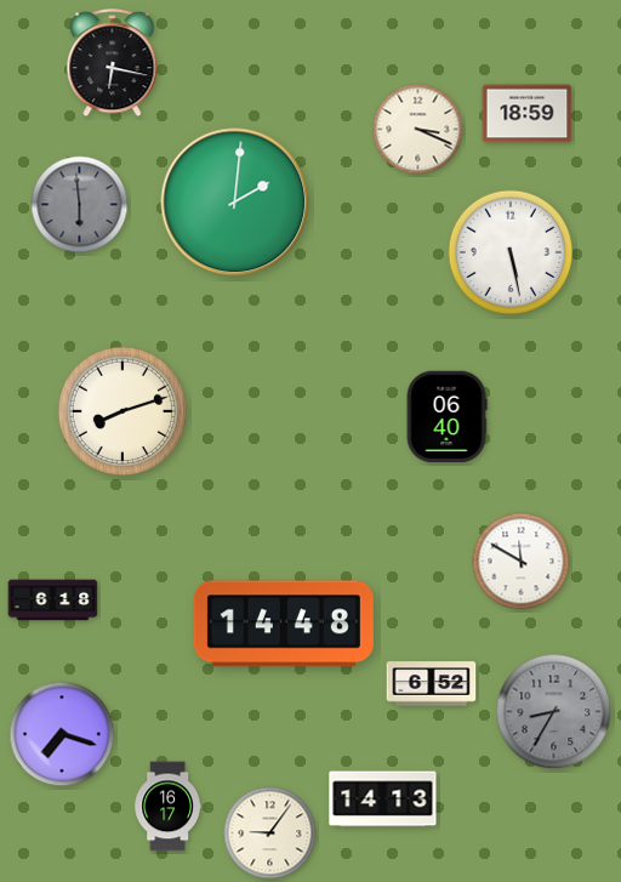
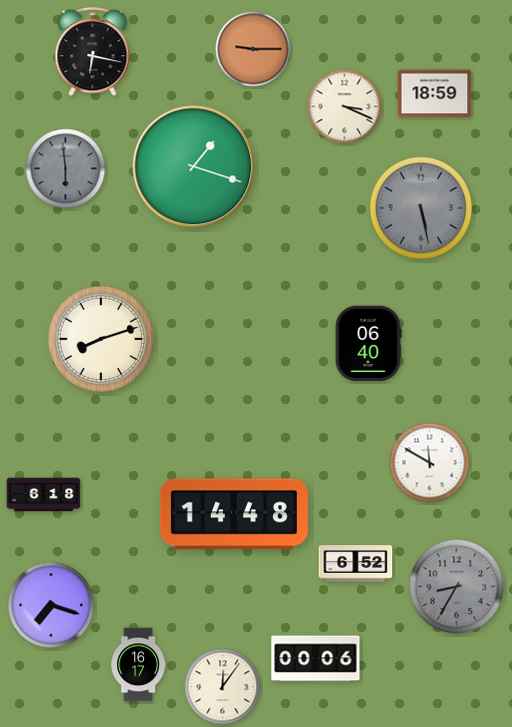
clock at (253, 49): none -> 9:15
clock at (235, 203): 2:01 -> 1:18
clock at (511, 252) dial: white -> grey
clock at (383, 800): 14:13 -> 00:06
clock at (270, 833): 9:06 -> 12:06
